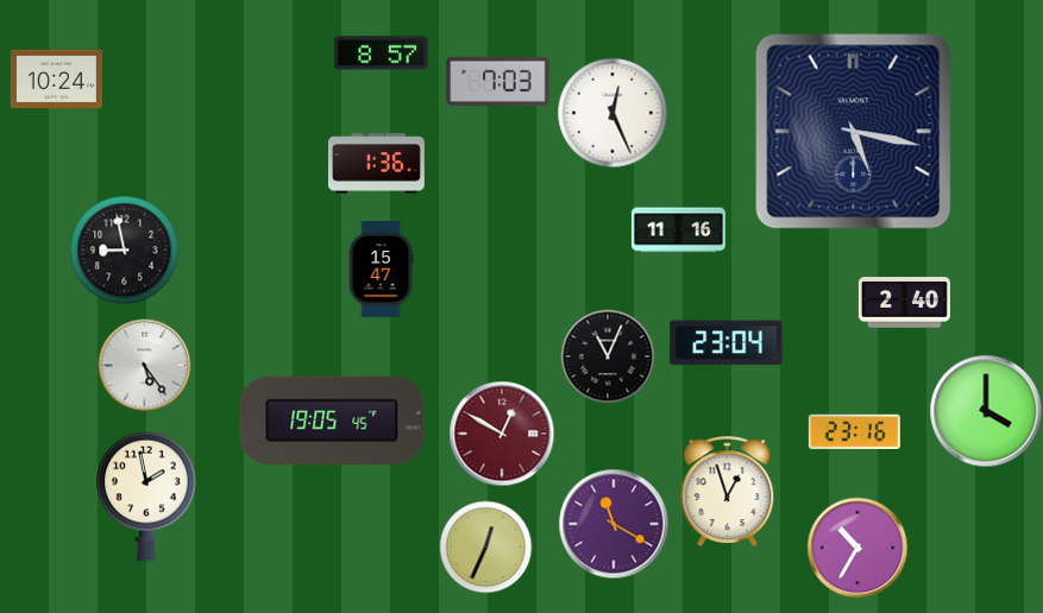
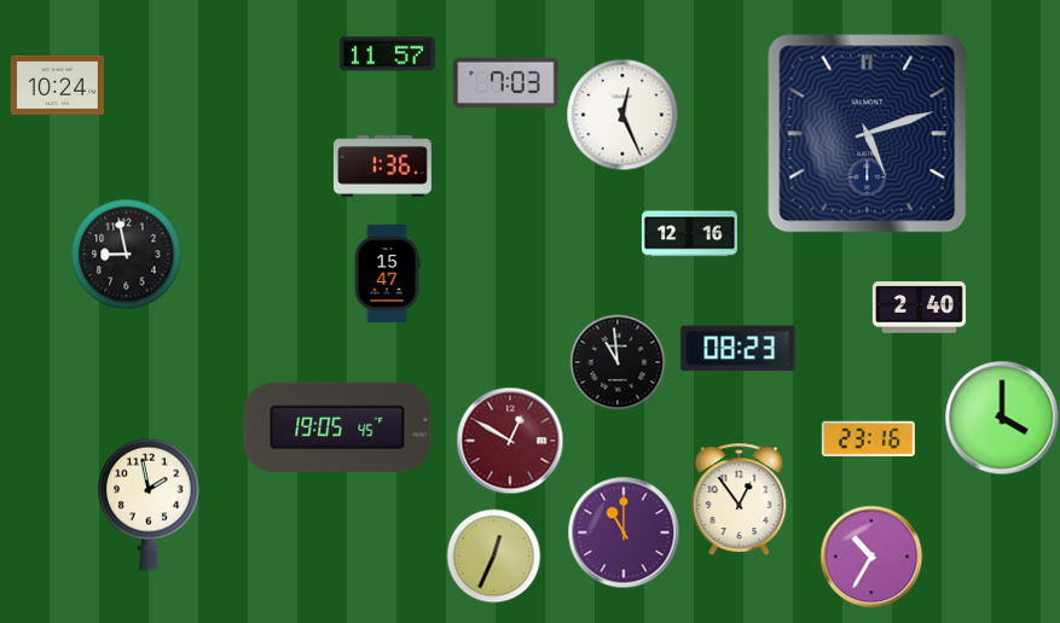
clock at (381, 53): 8:57 -> 11:57
clock at (56, 80) position: (56, 80) -> (57, 86)
clock at (854, 132): 5:17 -> 5:12
clock at (678, 230): 11:16 -> 12:16
clock at (727, 343): 23:04 -> 08:23
clock at (608, 356): 11:04 -> 10:59
clock at (144, 365): 5:24 -> none
clock at (728, 491): 12:57 -> 12:54
clock at (614, 524): 11:20 -> 11:00
